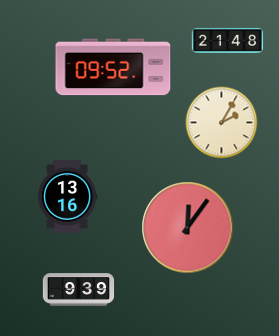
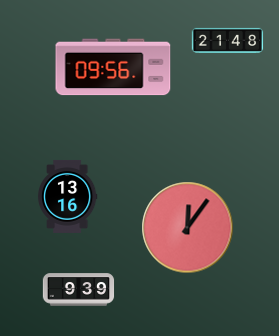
clock at (113, 67): 09:52 -> 09:56
clock at (222, 123): 2:05 -> none
